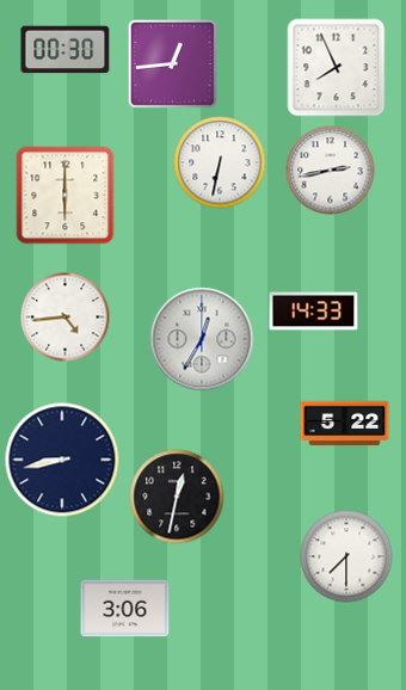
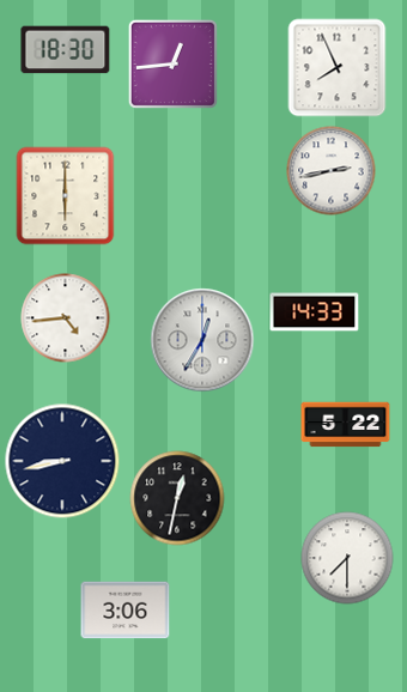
clock at (66, 50): 00:30 -> 18:30
clock at (220, 162): 6:32 -> none
